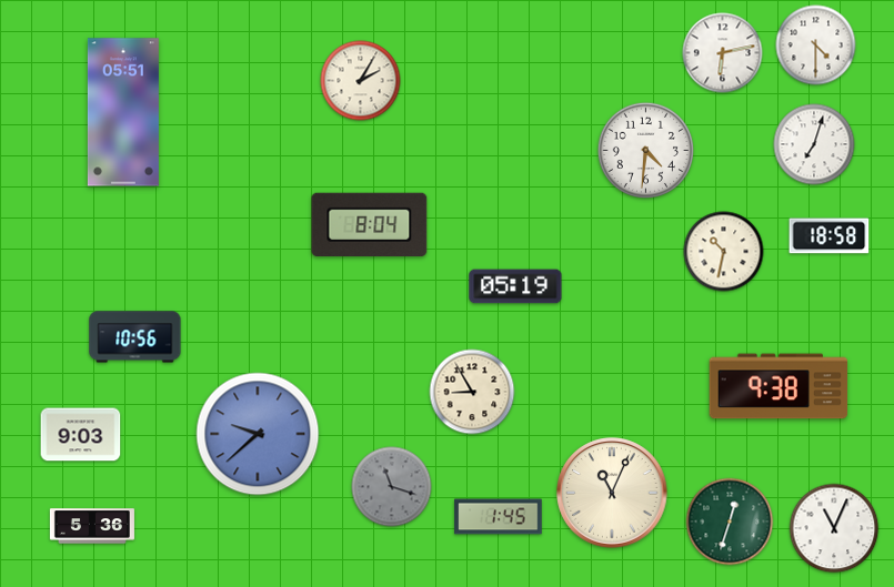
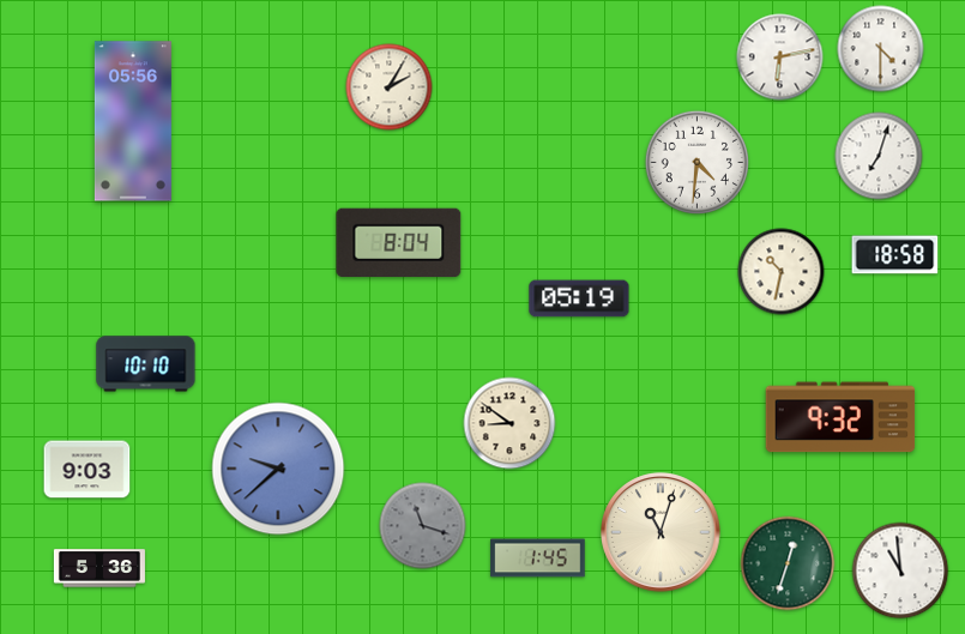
clock at (123, 112): 05:51 -> 05:56
clock at (515, 286) position: (515, 286) -> (579, 298)
clock at (135, 337): 10:56 -> 10:10
clock at (779, 386): 9:38 -> 9:32
clock at (472, 392): 8:55 -> 8:51
clock at (612, 493): 11:04 -> 11:03
clock at (834, 528): 11:04 -> 10:59
